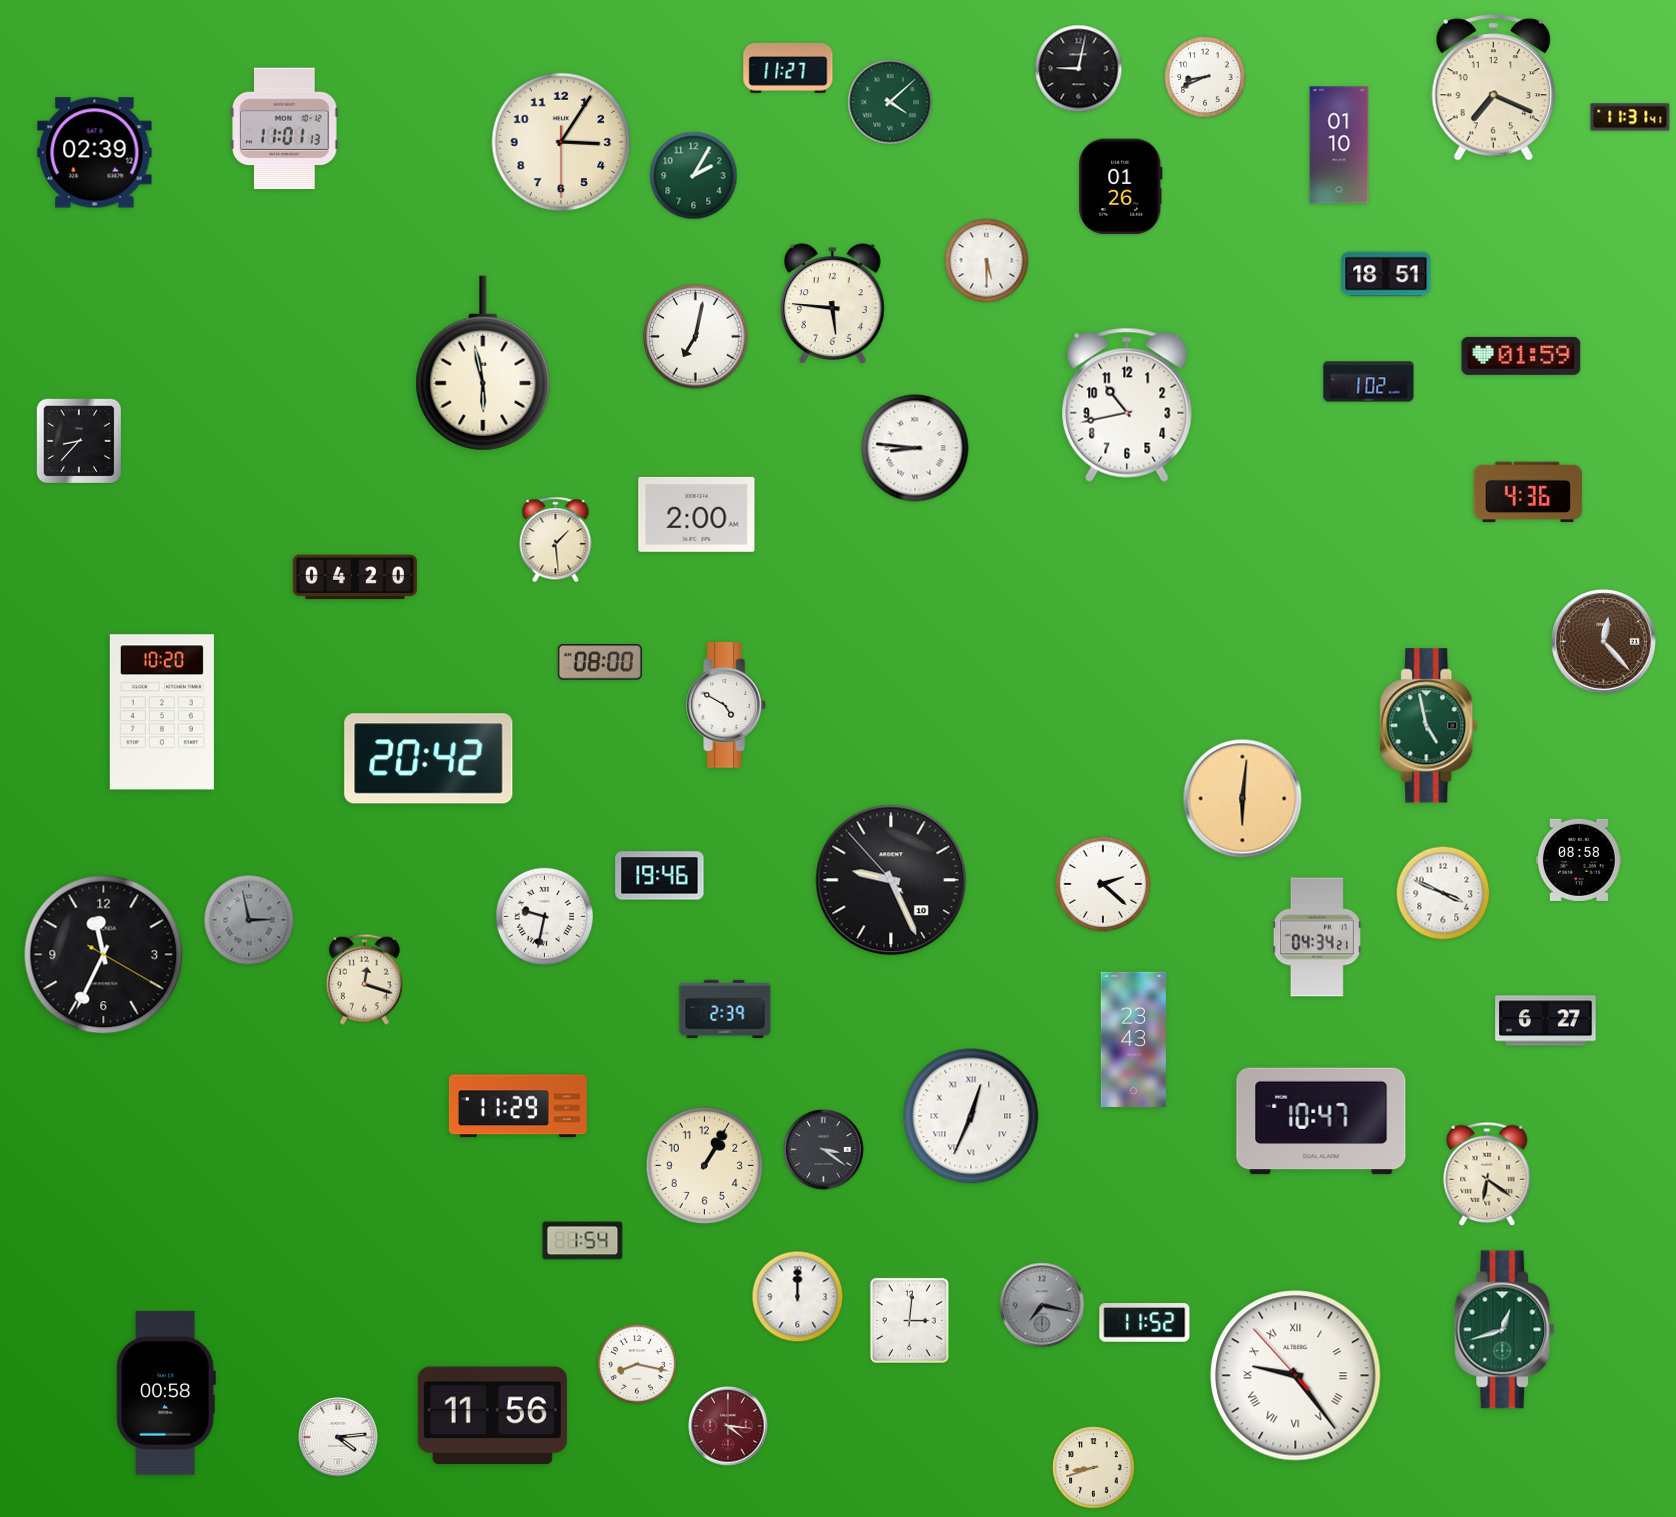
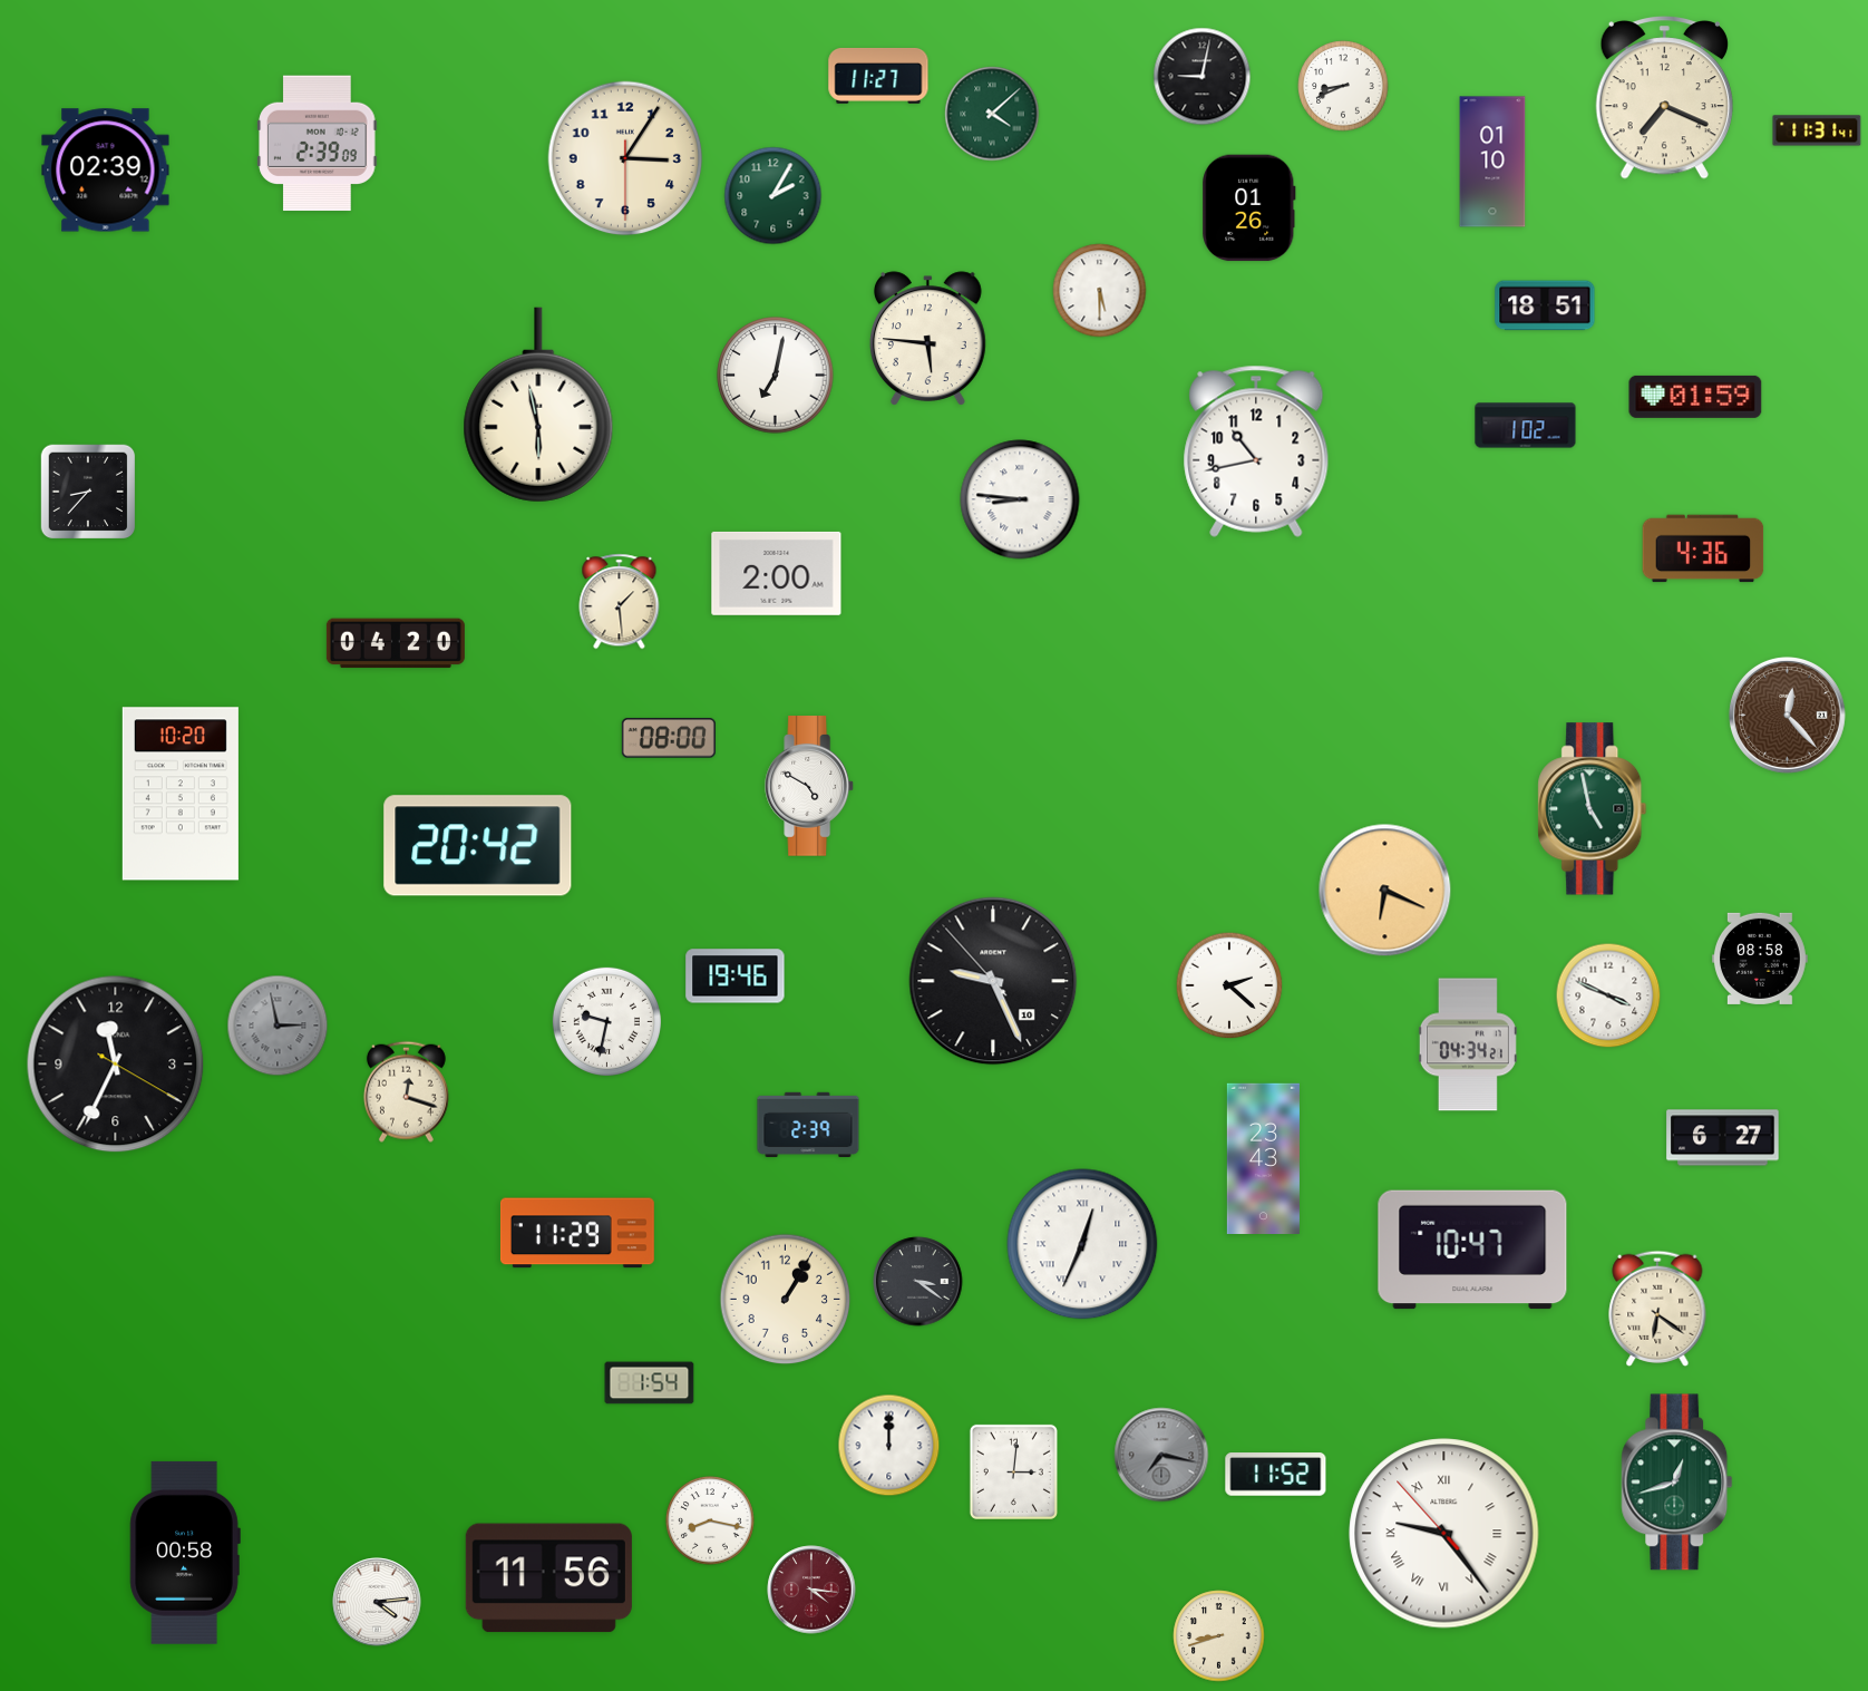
clock at (285, 129): 11:01 -> 2:39
clock at (1243, 799): 6:01 -> 6:19
